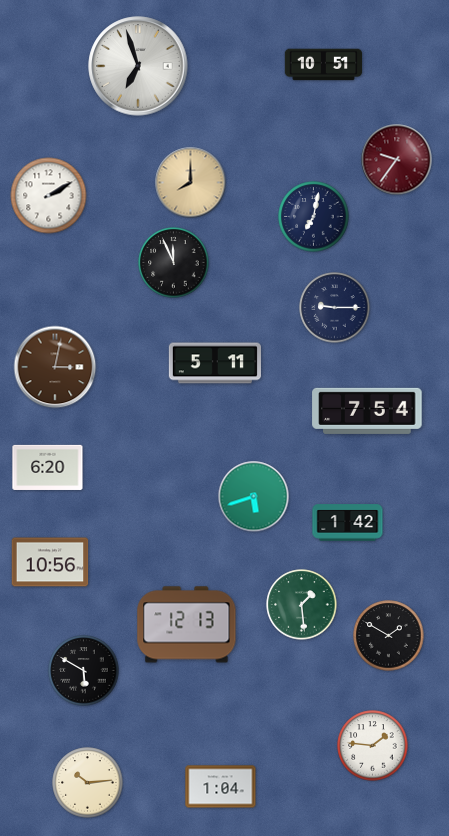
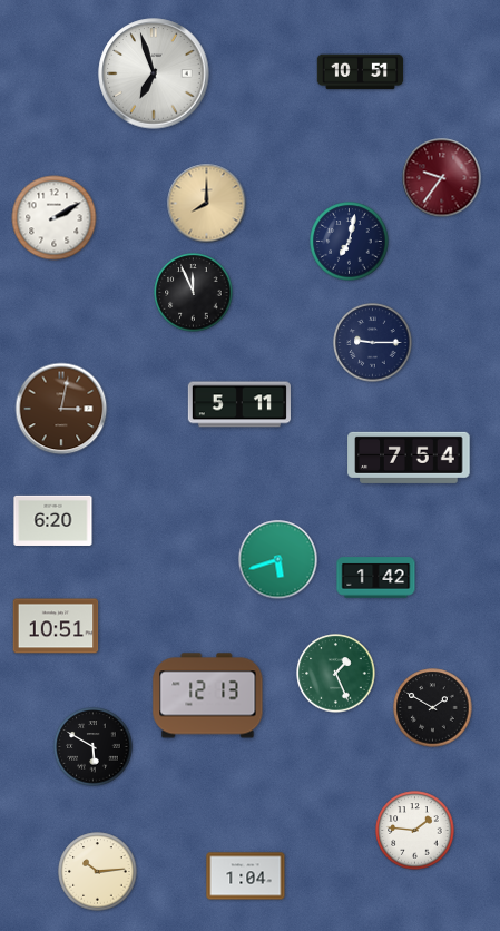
clock at (191, 183) position: (191, 183) -> (207, 204)
clock at (254, 497) position: (254, 497) -> (278, 560)
clock at (348, 523) position: (348, 523) -> (376, 578)
clock at (50, 562): 10:56 -> 10:51
clock at (302, 605): 1:29 -> 1:26
